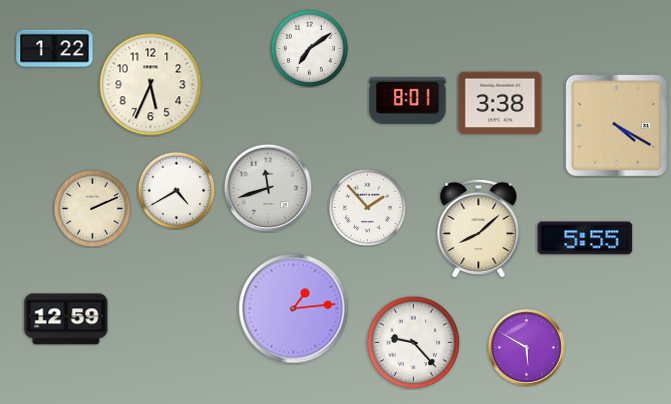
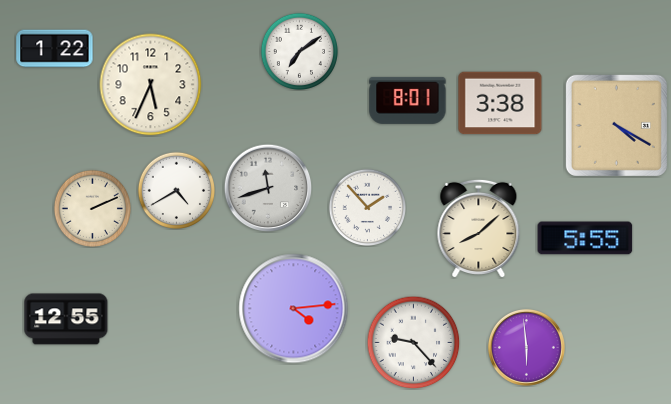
clock at (309, 48) position: (309, 48) -> (299, 51)
clock at (294, 309): 1:14 -> 4:14
clock at (66, 319): 12:59 -> 12:55
clock at (526, 347): 5:50 -> 5:59
